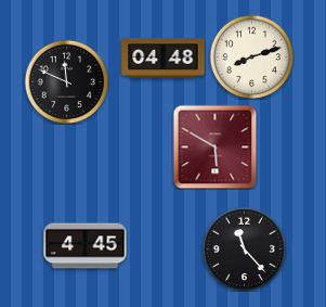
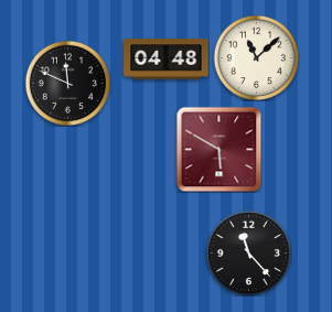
clock at (251, 56): 8:12 -> 11:08
clock at (86, 246): 4:45 -> none
